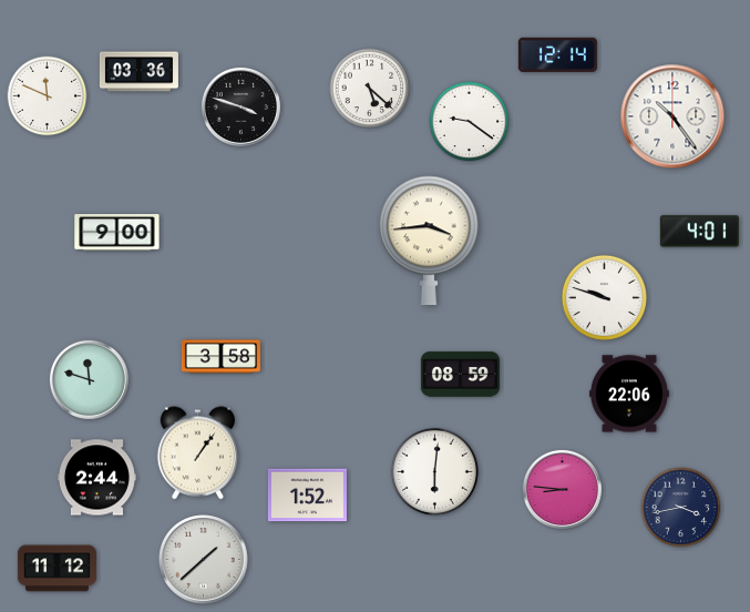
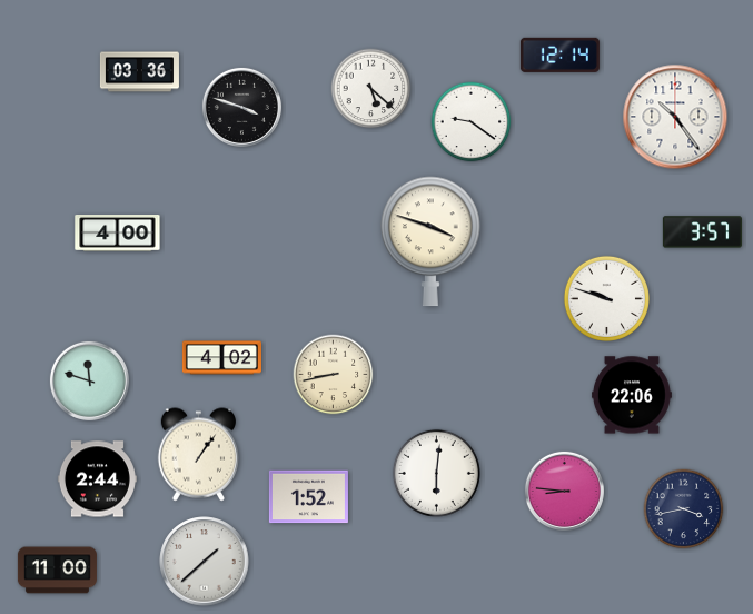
clock at (48, 96): 11:49 -> none
clock at (699, 232): 4:01 -> 3:57
clock at (117, 233): 9:00 -> 4:00
clock at (429, 241): 3:44 -> 3:48
clock at (220, 357): 3:58 -> 4:02
clock at (334, 375): none -> 8:43
clock at (460, 375): 08:59 -> none
clock at (56, 569): 11:12 -> 11:00
